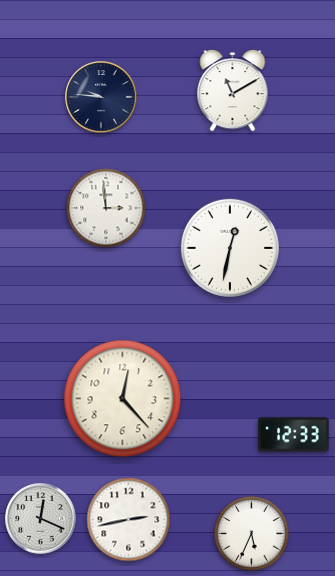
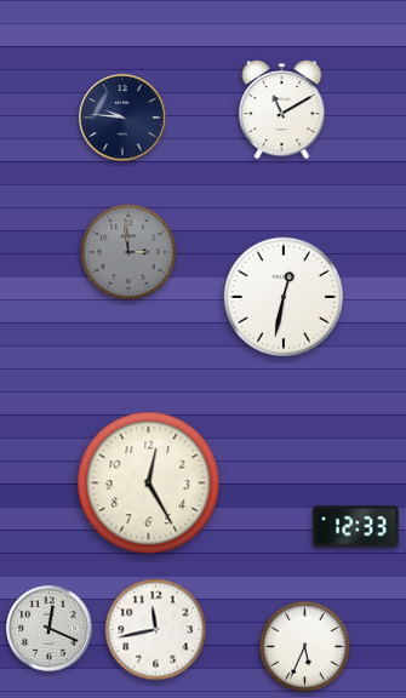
clock at (106, 208) dial: white -> grey
clock at (230, 248) position: (230, 248) -> (284, 297)
clock at (123, 399): 12:23 -> 12:25
clock at (129, 520): 2:43 -> 11:43
